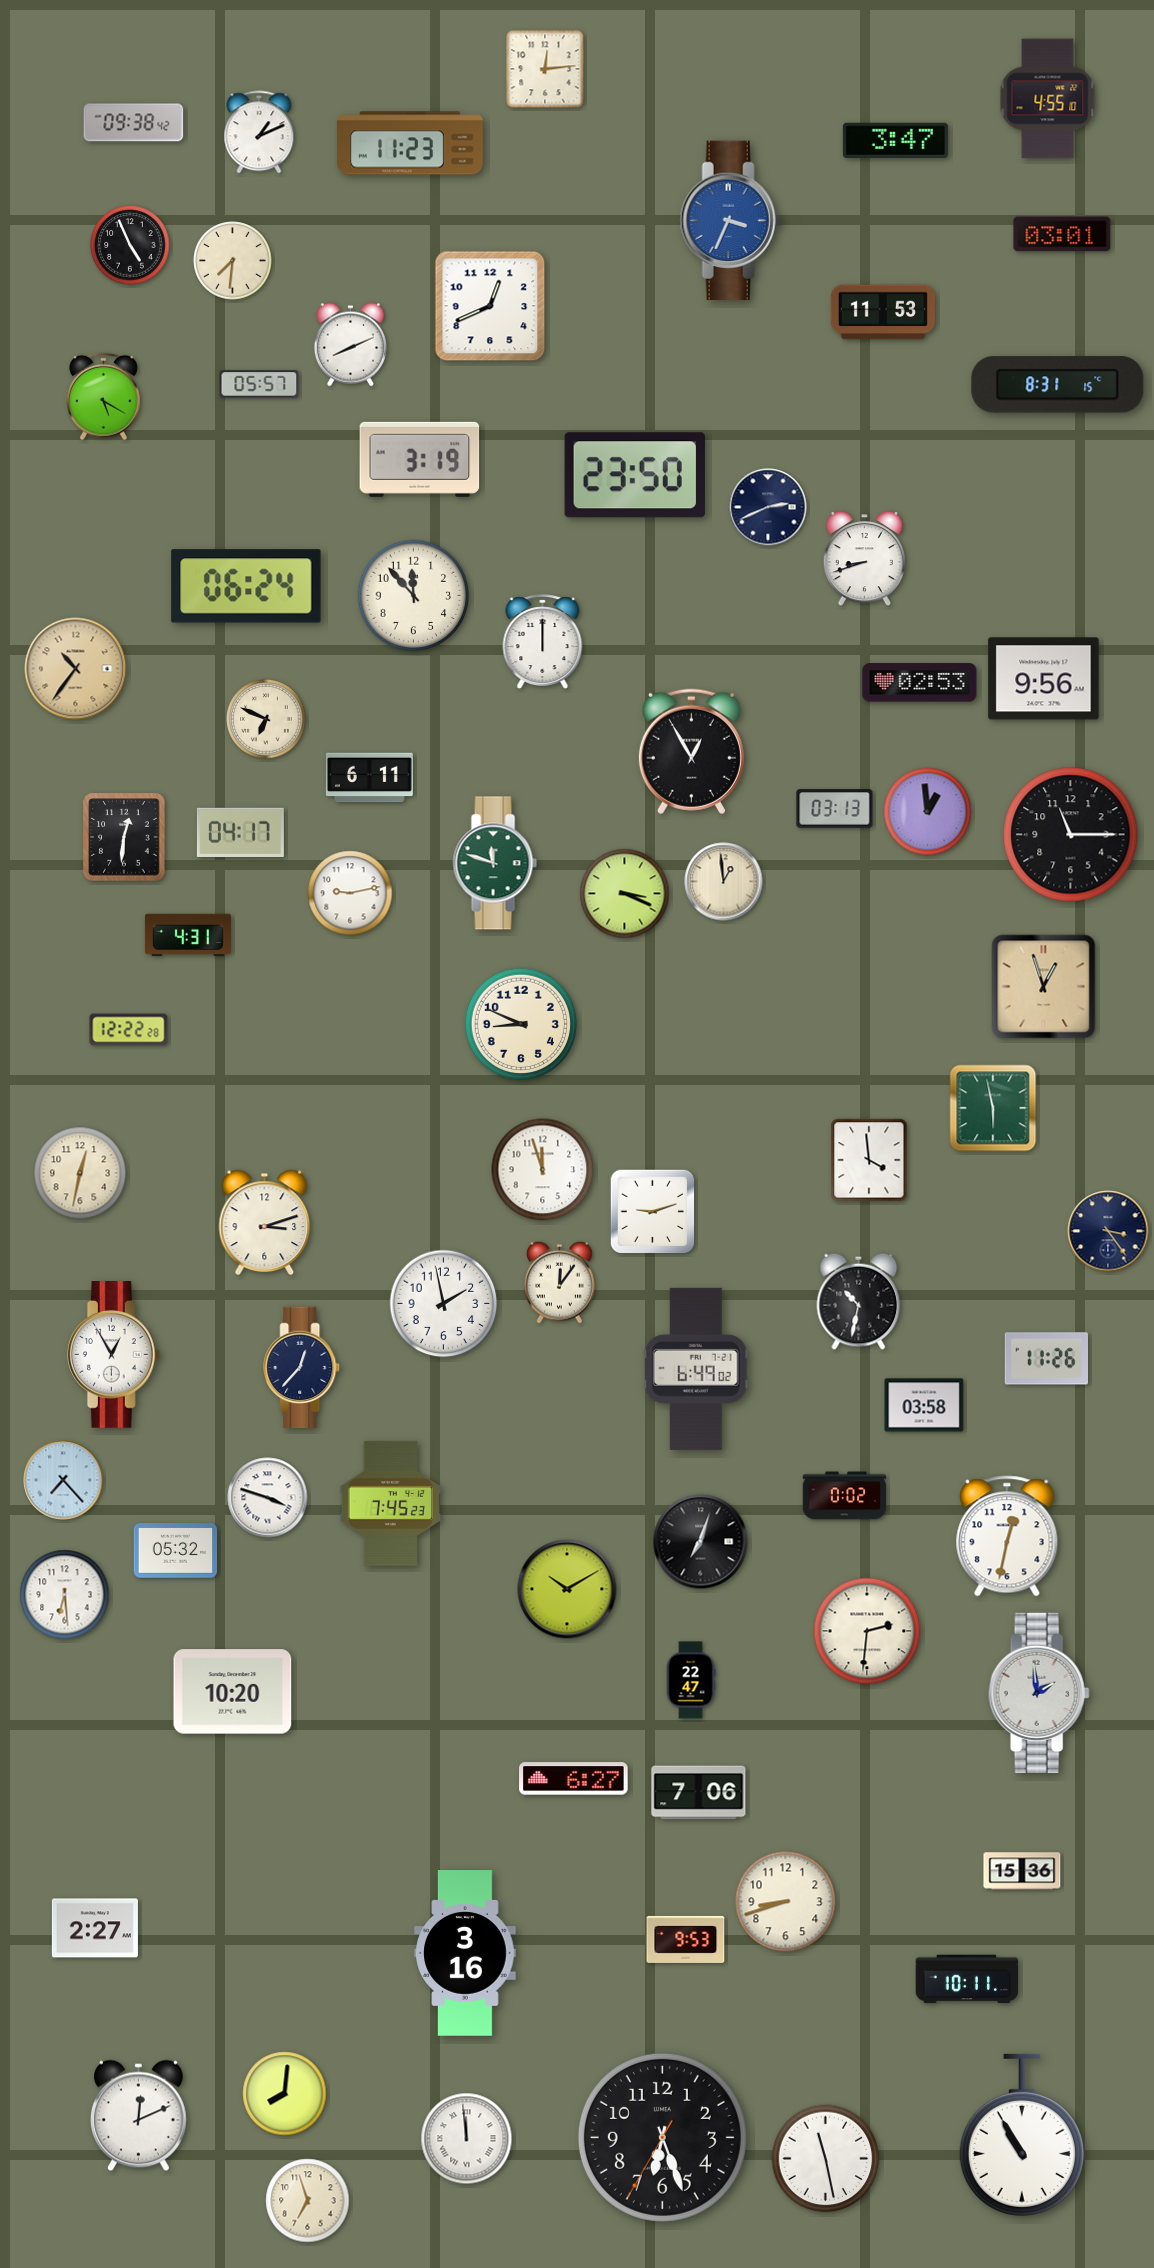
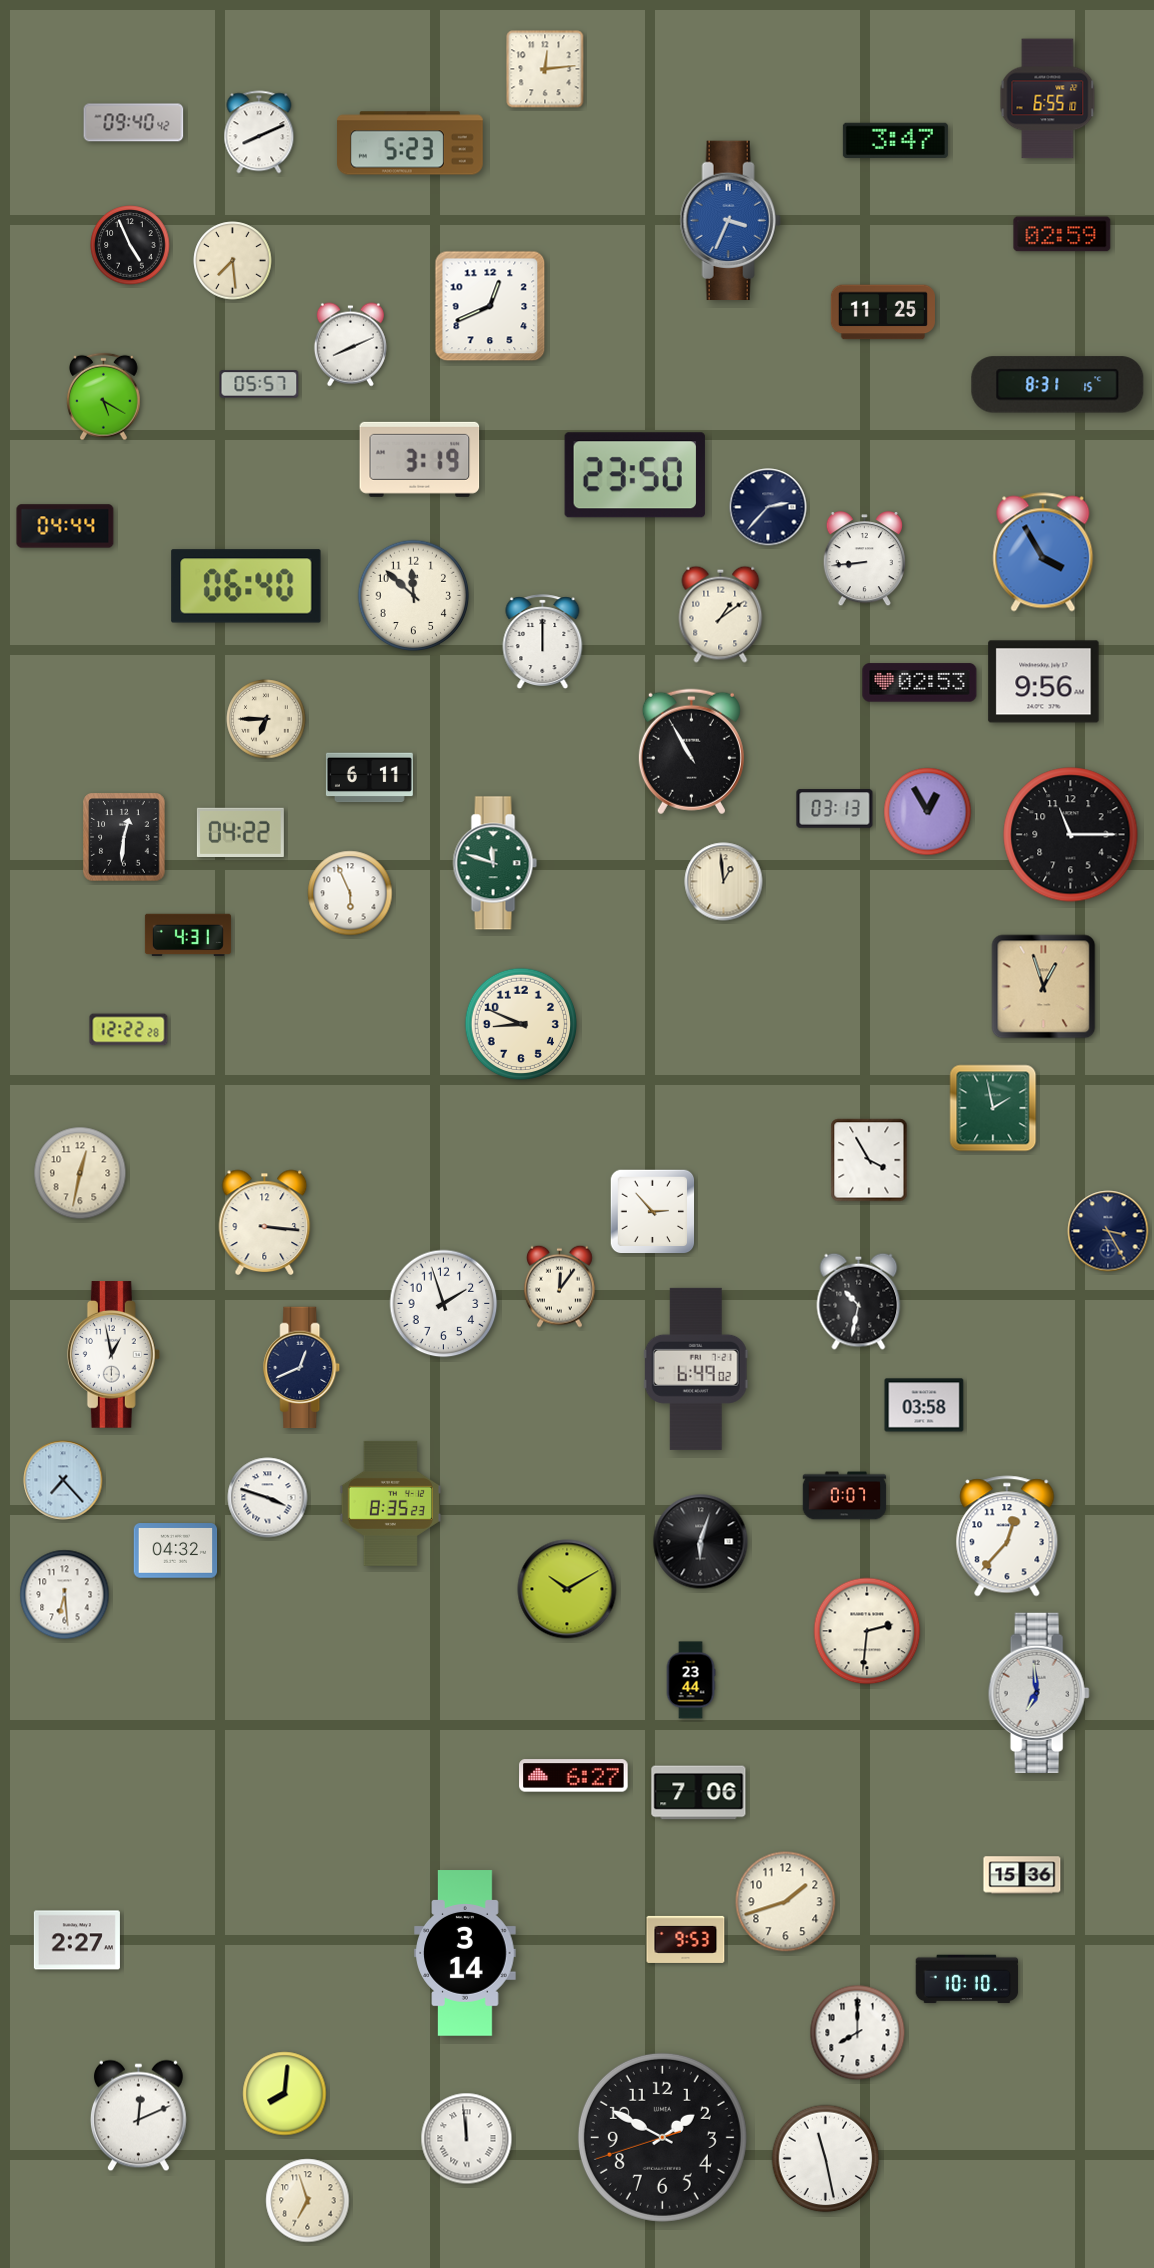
clock at (1048, 99): 4:55 -> 6:55
clock at (134, 123): 09:38 -> 09:40
clock at (259, 132): 1:11 -> 8:11
clock at (411, 143): 11:23 -> 5:23
clock at (1062, 234): 03:01 -> 02:59
clock at (233, 261): 7:31 -> 7:29
clock at (883, 312): 11:53 -> 11:25
clock at (768, 507): 2:41 -> 2:37
clock at (65, 526): none -> 04:44
clock at (1043, 552): none -> 3:55
clock at (864, 559): 8:42 -> 8:44
clock at (246, 586): 06:24 -> 06:40
clock at (414, 596): 11:53 -> 11:52
clock at (721, 614): none -> 1:09
clock at (76, 669): 10:36 -> none
clock at (1044, 679) position: (1044, 679) -> (1044, 682)
clock at (266, 719): 6:49 -> 6:45
clock at (691, 752): 12:55 -> 10:55
clock at (928, 812): 12:59 -> 12:55
clock at (240, 832): 04:17 -> 04:22
clock at (350, 893): 9:13 -> 5:56
clock at (625, 894): 3:19 -> none
clock at (993, 1108): 5:58 -> 1:58
clock at (869, 1160): 3:59 -> 3:55
clock at (543, 1170): 11:57 -> none
clock at (653, 1212): 9:12 -> 2:53
clock at (265, 1222): 3:12 -> 3:16
clock at (1108, 1231): 3:24 -> 3:25
clock at (560, 1282) position: (560, 1282) -> (560, 1286)
clock at (444, 1304): 1:58 -> 1:57
clock at (113, 1355): 12:55 -> 12:58
clock at (1047, 1359): 11:26 -> none
clock at (302, 1368): 12:37 -> 12:41
clock at (845, 1496): 0:02 -> 0:07
clock at (390, 1503): 7:45 -> 8:35
clock at (1007, 1536): 12:32 -> 12:37
clock at (701, 1542): 7:03 -> 6:03
clock at (176, 1551): 05:32 -> 04:32
clock at (691, 1680): 22:47 -> 23:44
clock at (233, 1692): 10:20 -> none
clock at (1039, 1693): 1:59 -> 6:59
clock at (574, 1779) position: (574, 1779) -> (574, 1776)
clock at (1022, 1871) position: (1022, 1871) -> (1022, 1875)
clock at (786, 1902): 8:42 -> 1:42
clock at (95, 1928) position: (95, 1928) -> (77, 1940)
clock at (465, 1953): 3:16 -> 3:14
clock at (967, 1979): 10:11 -> 10:10
clock at (858, 2033): none -> 8:00
clock at (1022, 2135): 10:55 -> none
clock at (662, 2137): 6:26 -> 1:49
